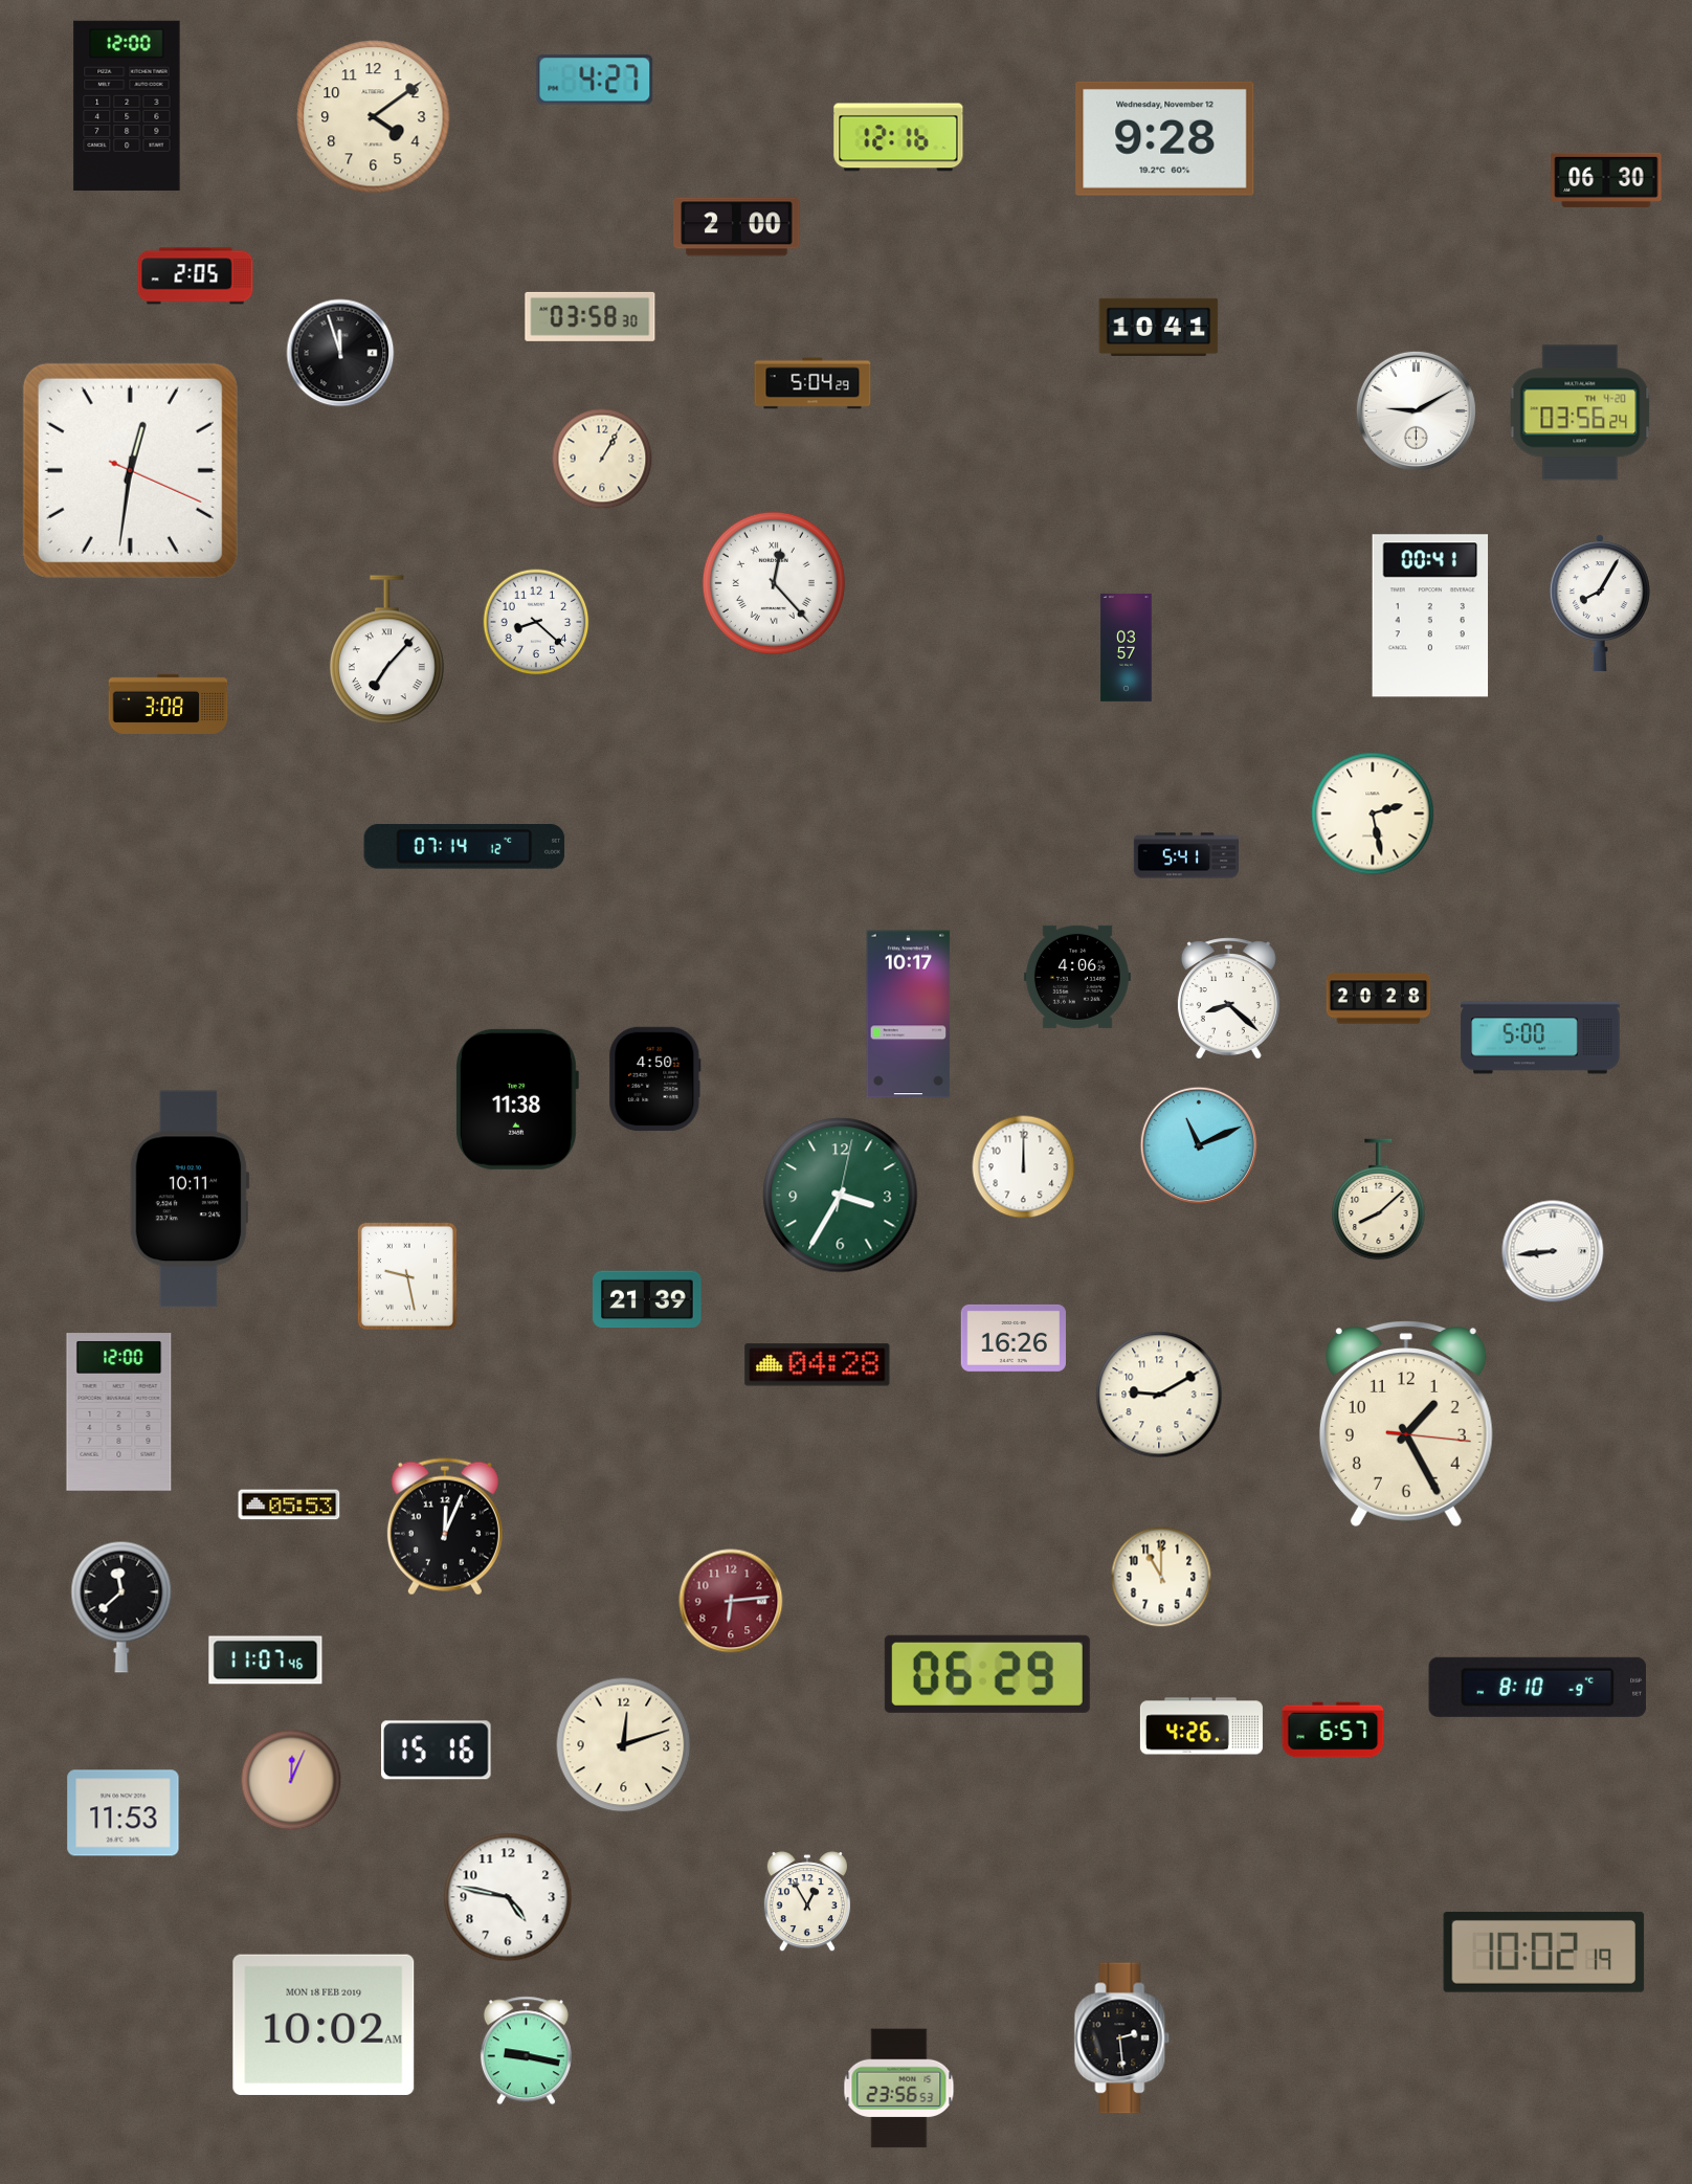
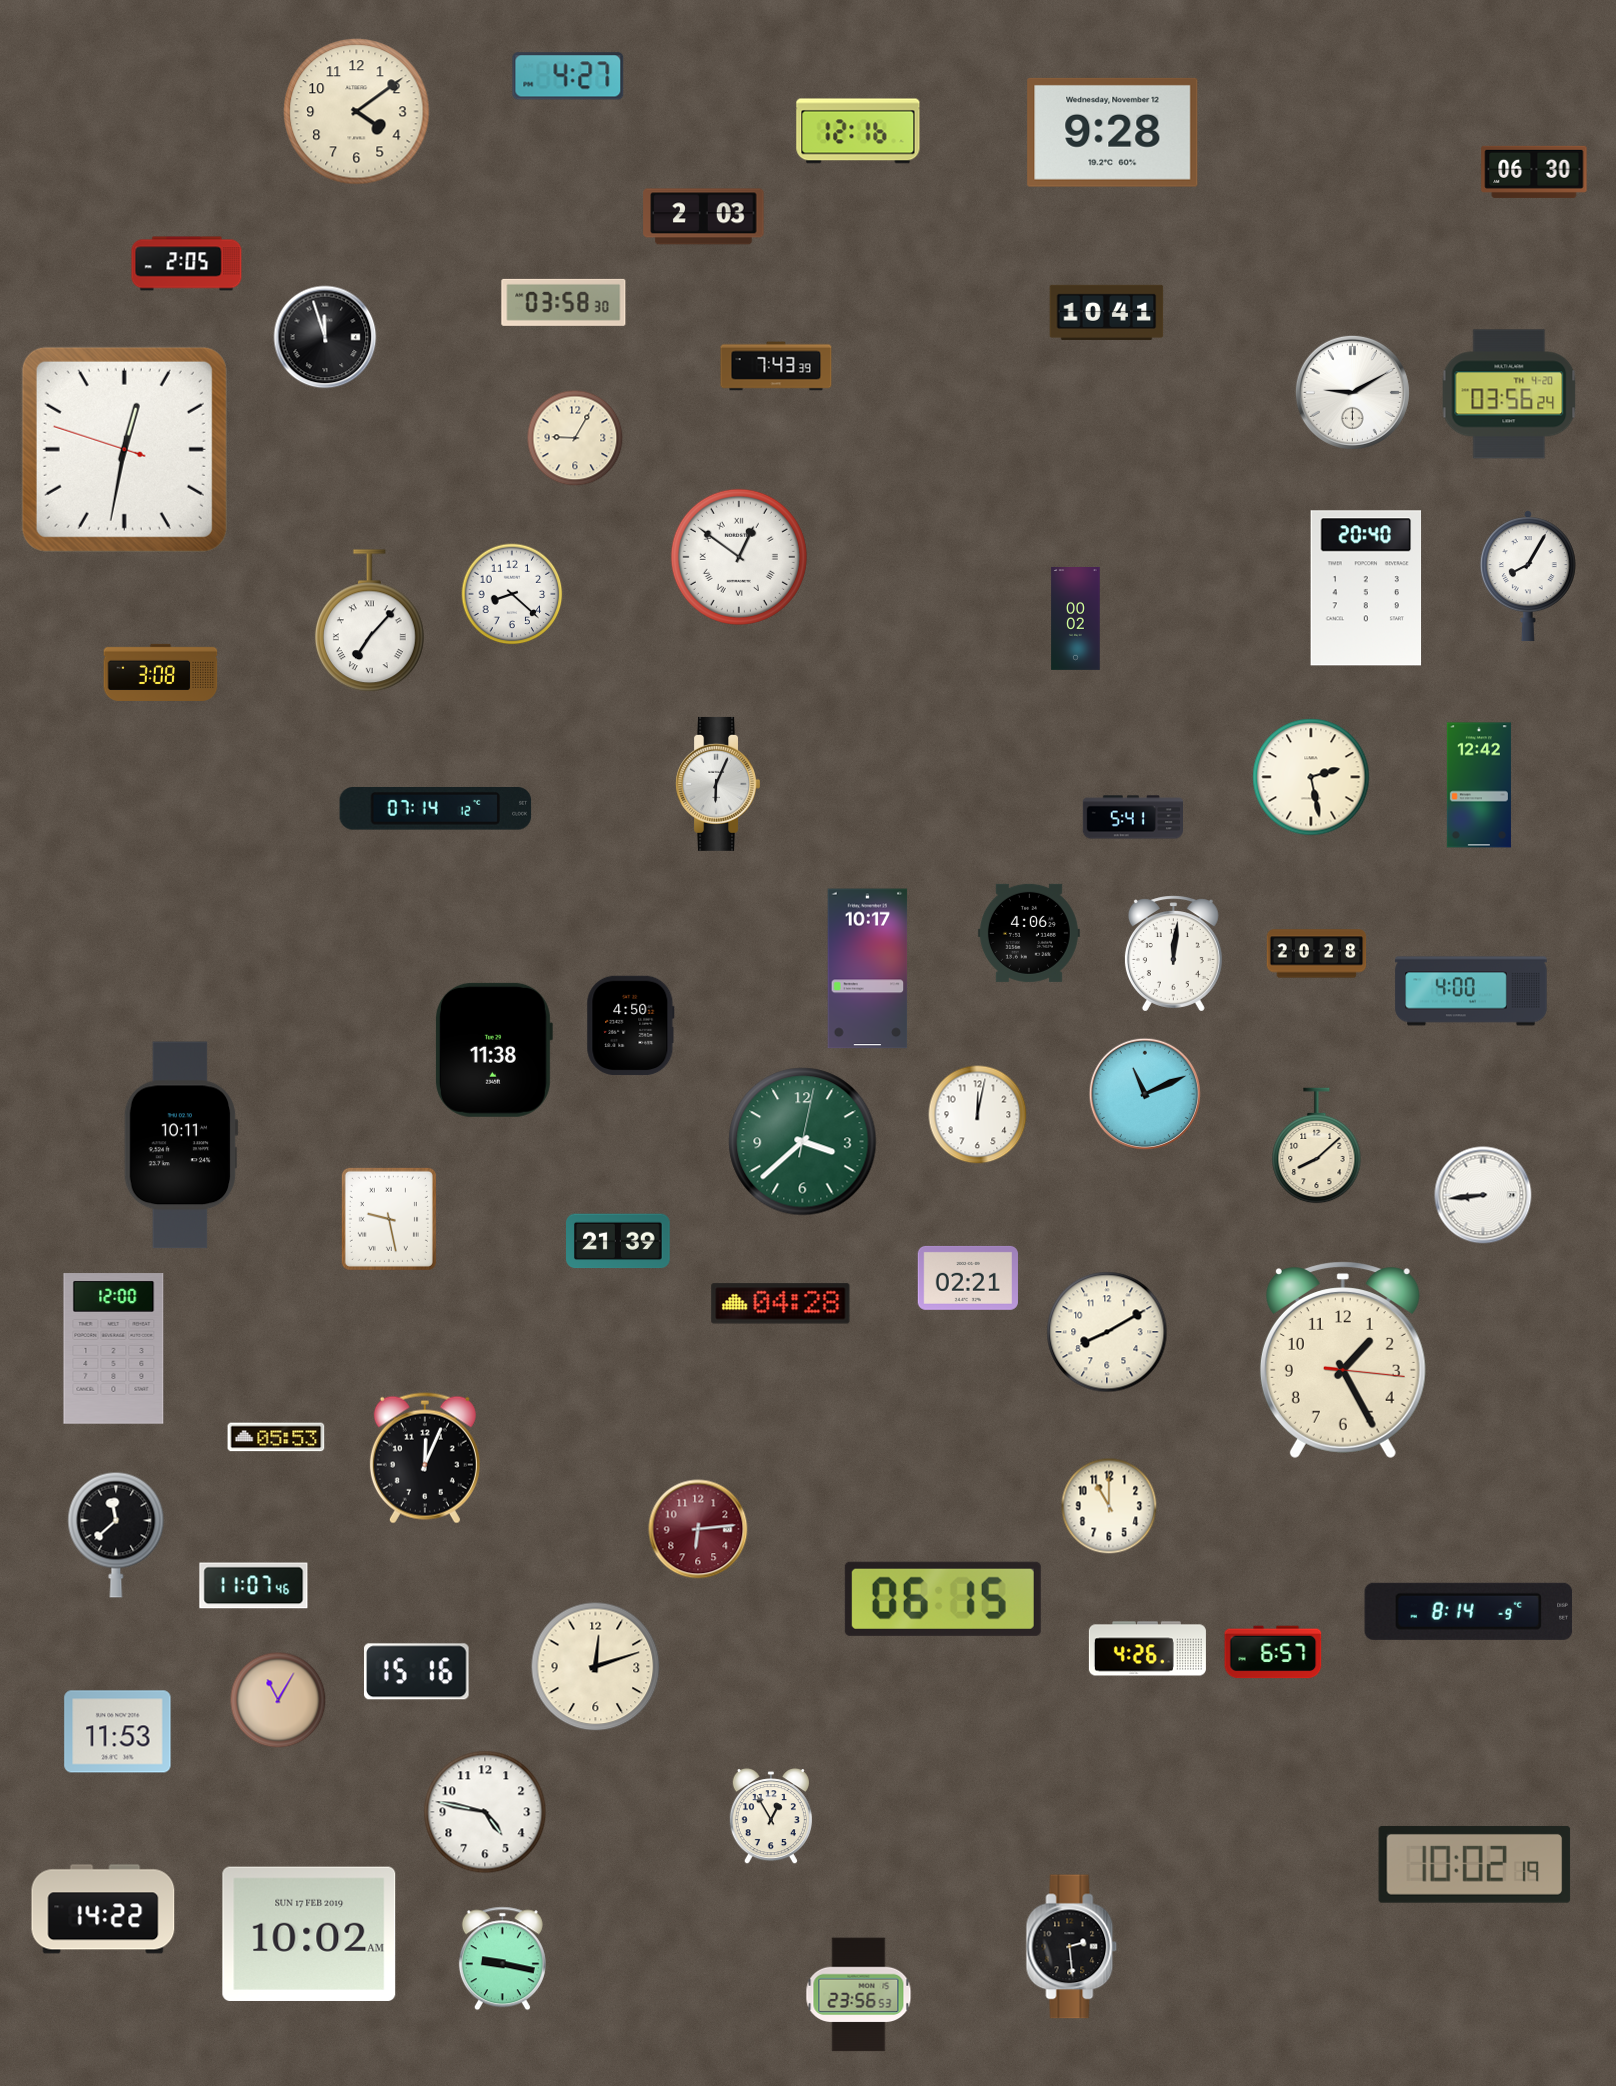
clock at (127, 105): 12:00 -> none
clock at (737, 227): 2:00 -> 2:03
clock at (812, 383): 5:04 -> 7:43
clock at (602, 459): 1:05 -> 9:05
clock at (130, 470): 12:31:19 -> 12:31:48
clock at (774, 583): 12:23 -> 12:51
clock at (1430, 616): 00:41 -> 20:40
clock at (1127, 648): 03:57 -> 00:02
clock at (717, 784): none -> 6:04
clock at (1479, 785): none -> 12:42
clock at (465, 847) position: (465, 847) -> (436, 809)
clock at (1228, 999): 8:22 -> 12:01
clock at (1540, 1038): 5:00 -> 4:00
clock at (655, 1079) position: (655, 1079) -> (631, 1026)
clock at (1024, 1167): 12:00 -> 12:02
clock at (841, 1196): 3:35 -> 3:38
clock at (1014, 1338): 16:26 -> 02:21
clock at (1159, 1395): 9:10 -> 8:10
clock at (987, 1674): 06:29 -> 06:15
clock at (1538, 1687): 8:10 -> 8:14
clock at (291, 1780): 12:04 -> 11:05
clock at (103, 1909): none -> 14:22
clock at (324, 2025) date: MON 18 FEB 2019 -> SUN 17 FEB 2019
